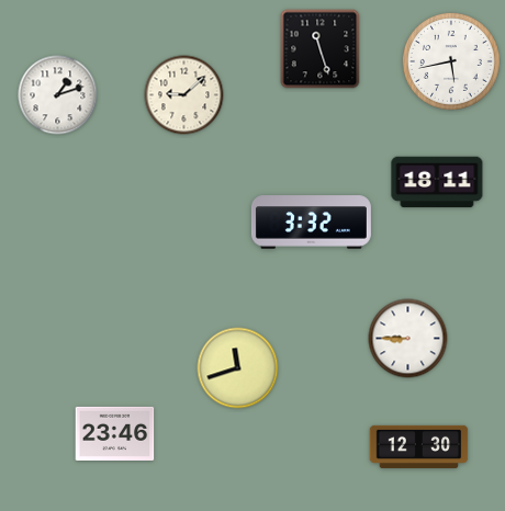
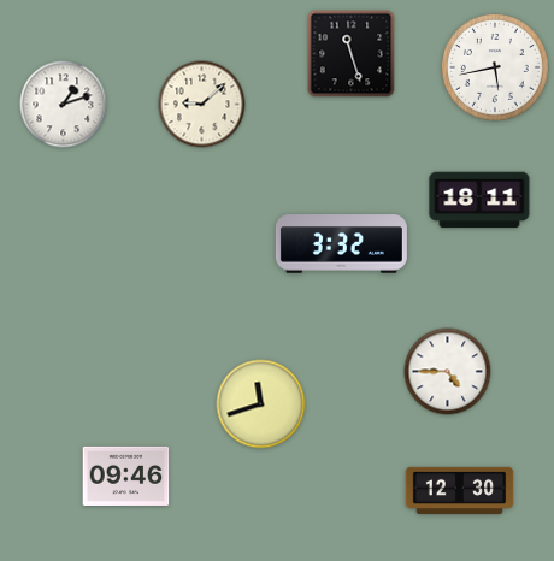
clock at (408, 339): 8:45 -> 4:45
clock at (115, 433): 23:46 -> 09:46
